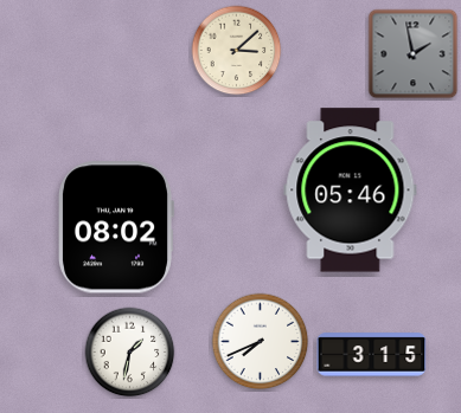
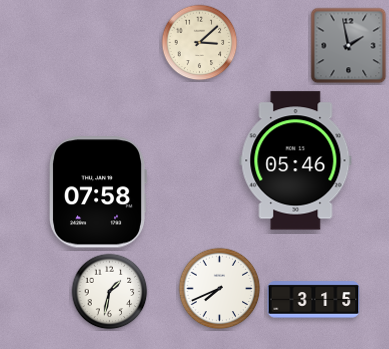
clock at (116, 227): 08:02 -> 07:58
clock at (130, 353) position: (130, 353) -> (110, 292)
